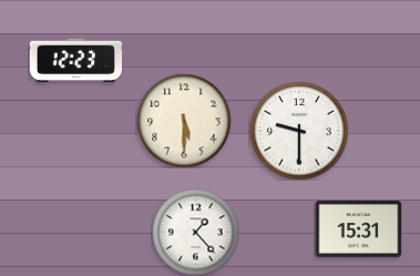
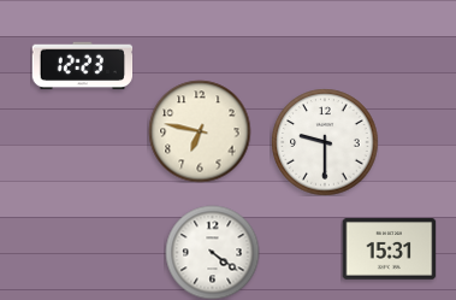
clock at (184, 121): 5:30 -> 6:47
clock at (195, 232): 1:23 -> 4:21
